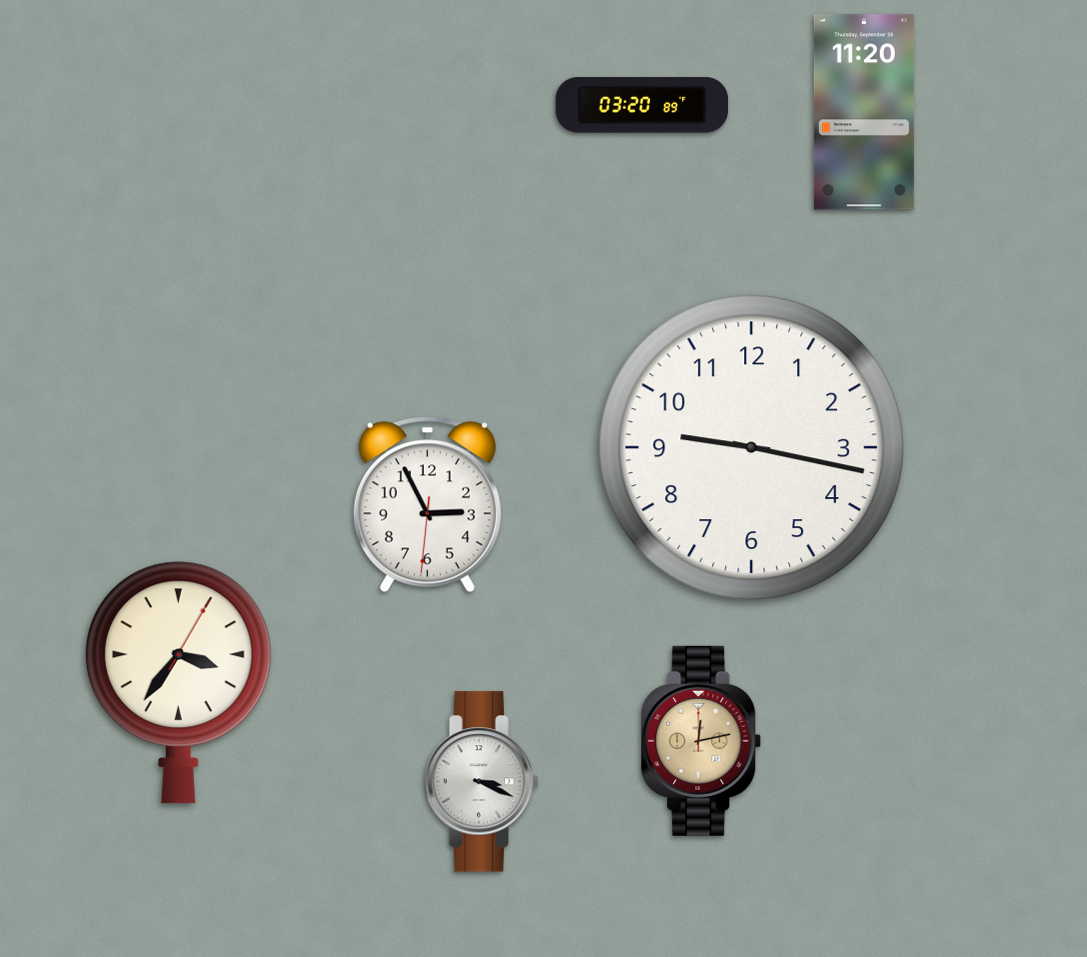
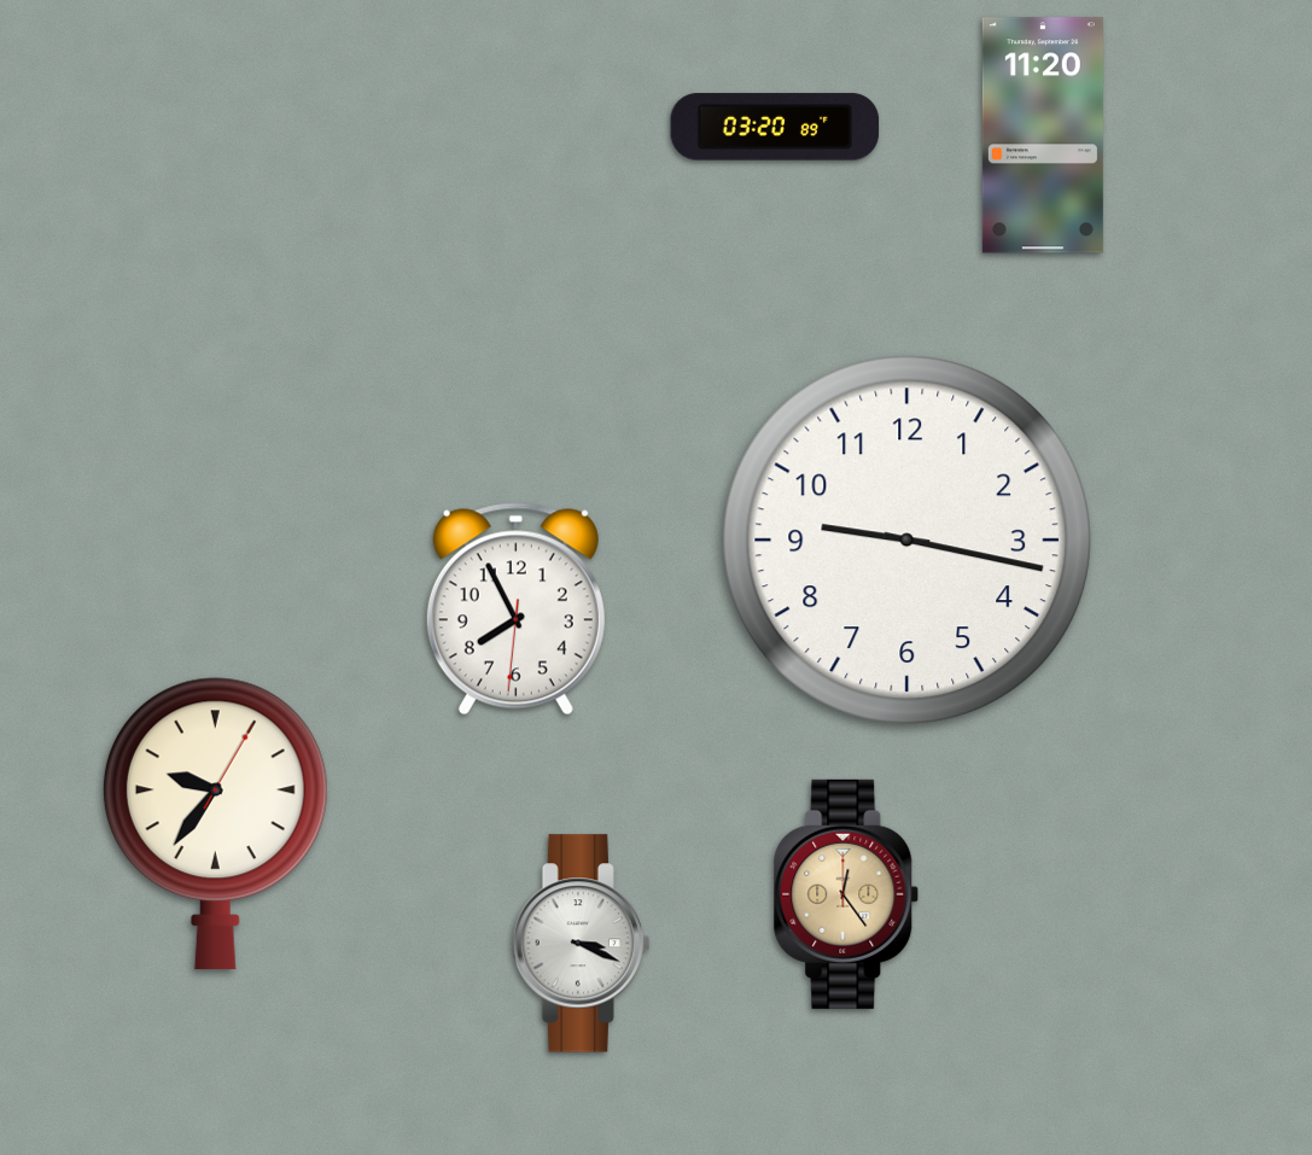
clock at (427, 505): 2:55 -> 7:55
clock at (178, 683): 3:36 -> 9:36
clock at (701, 741): 12:13 -> 12:24
